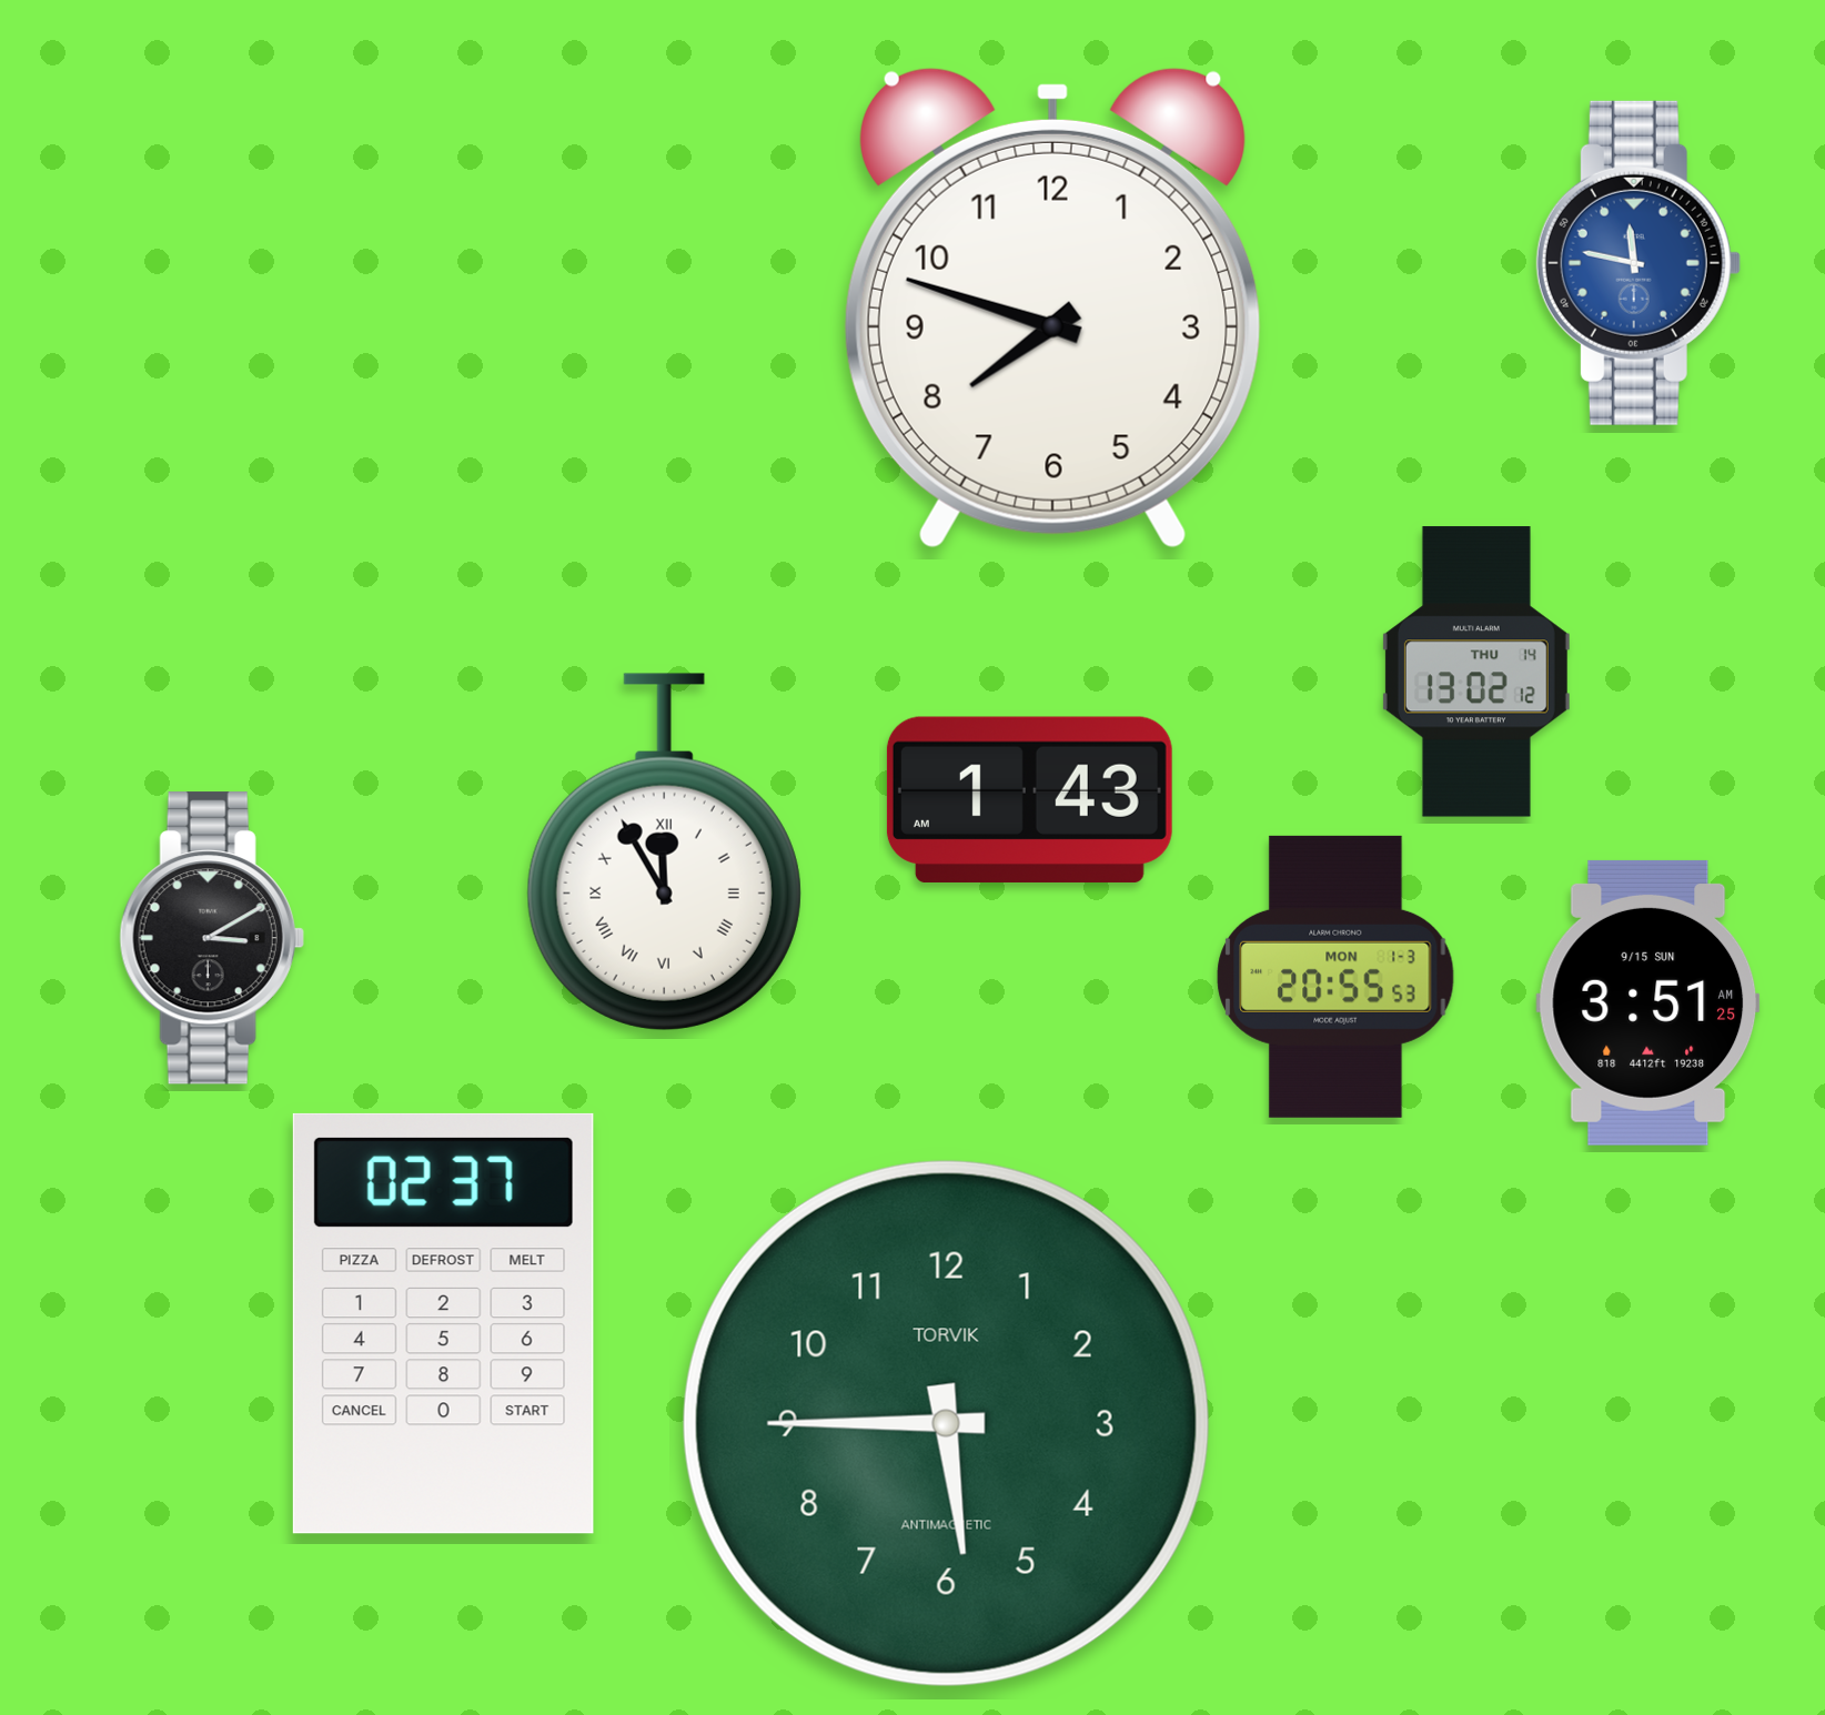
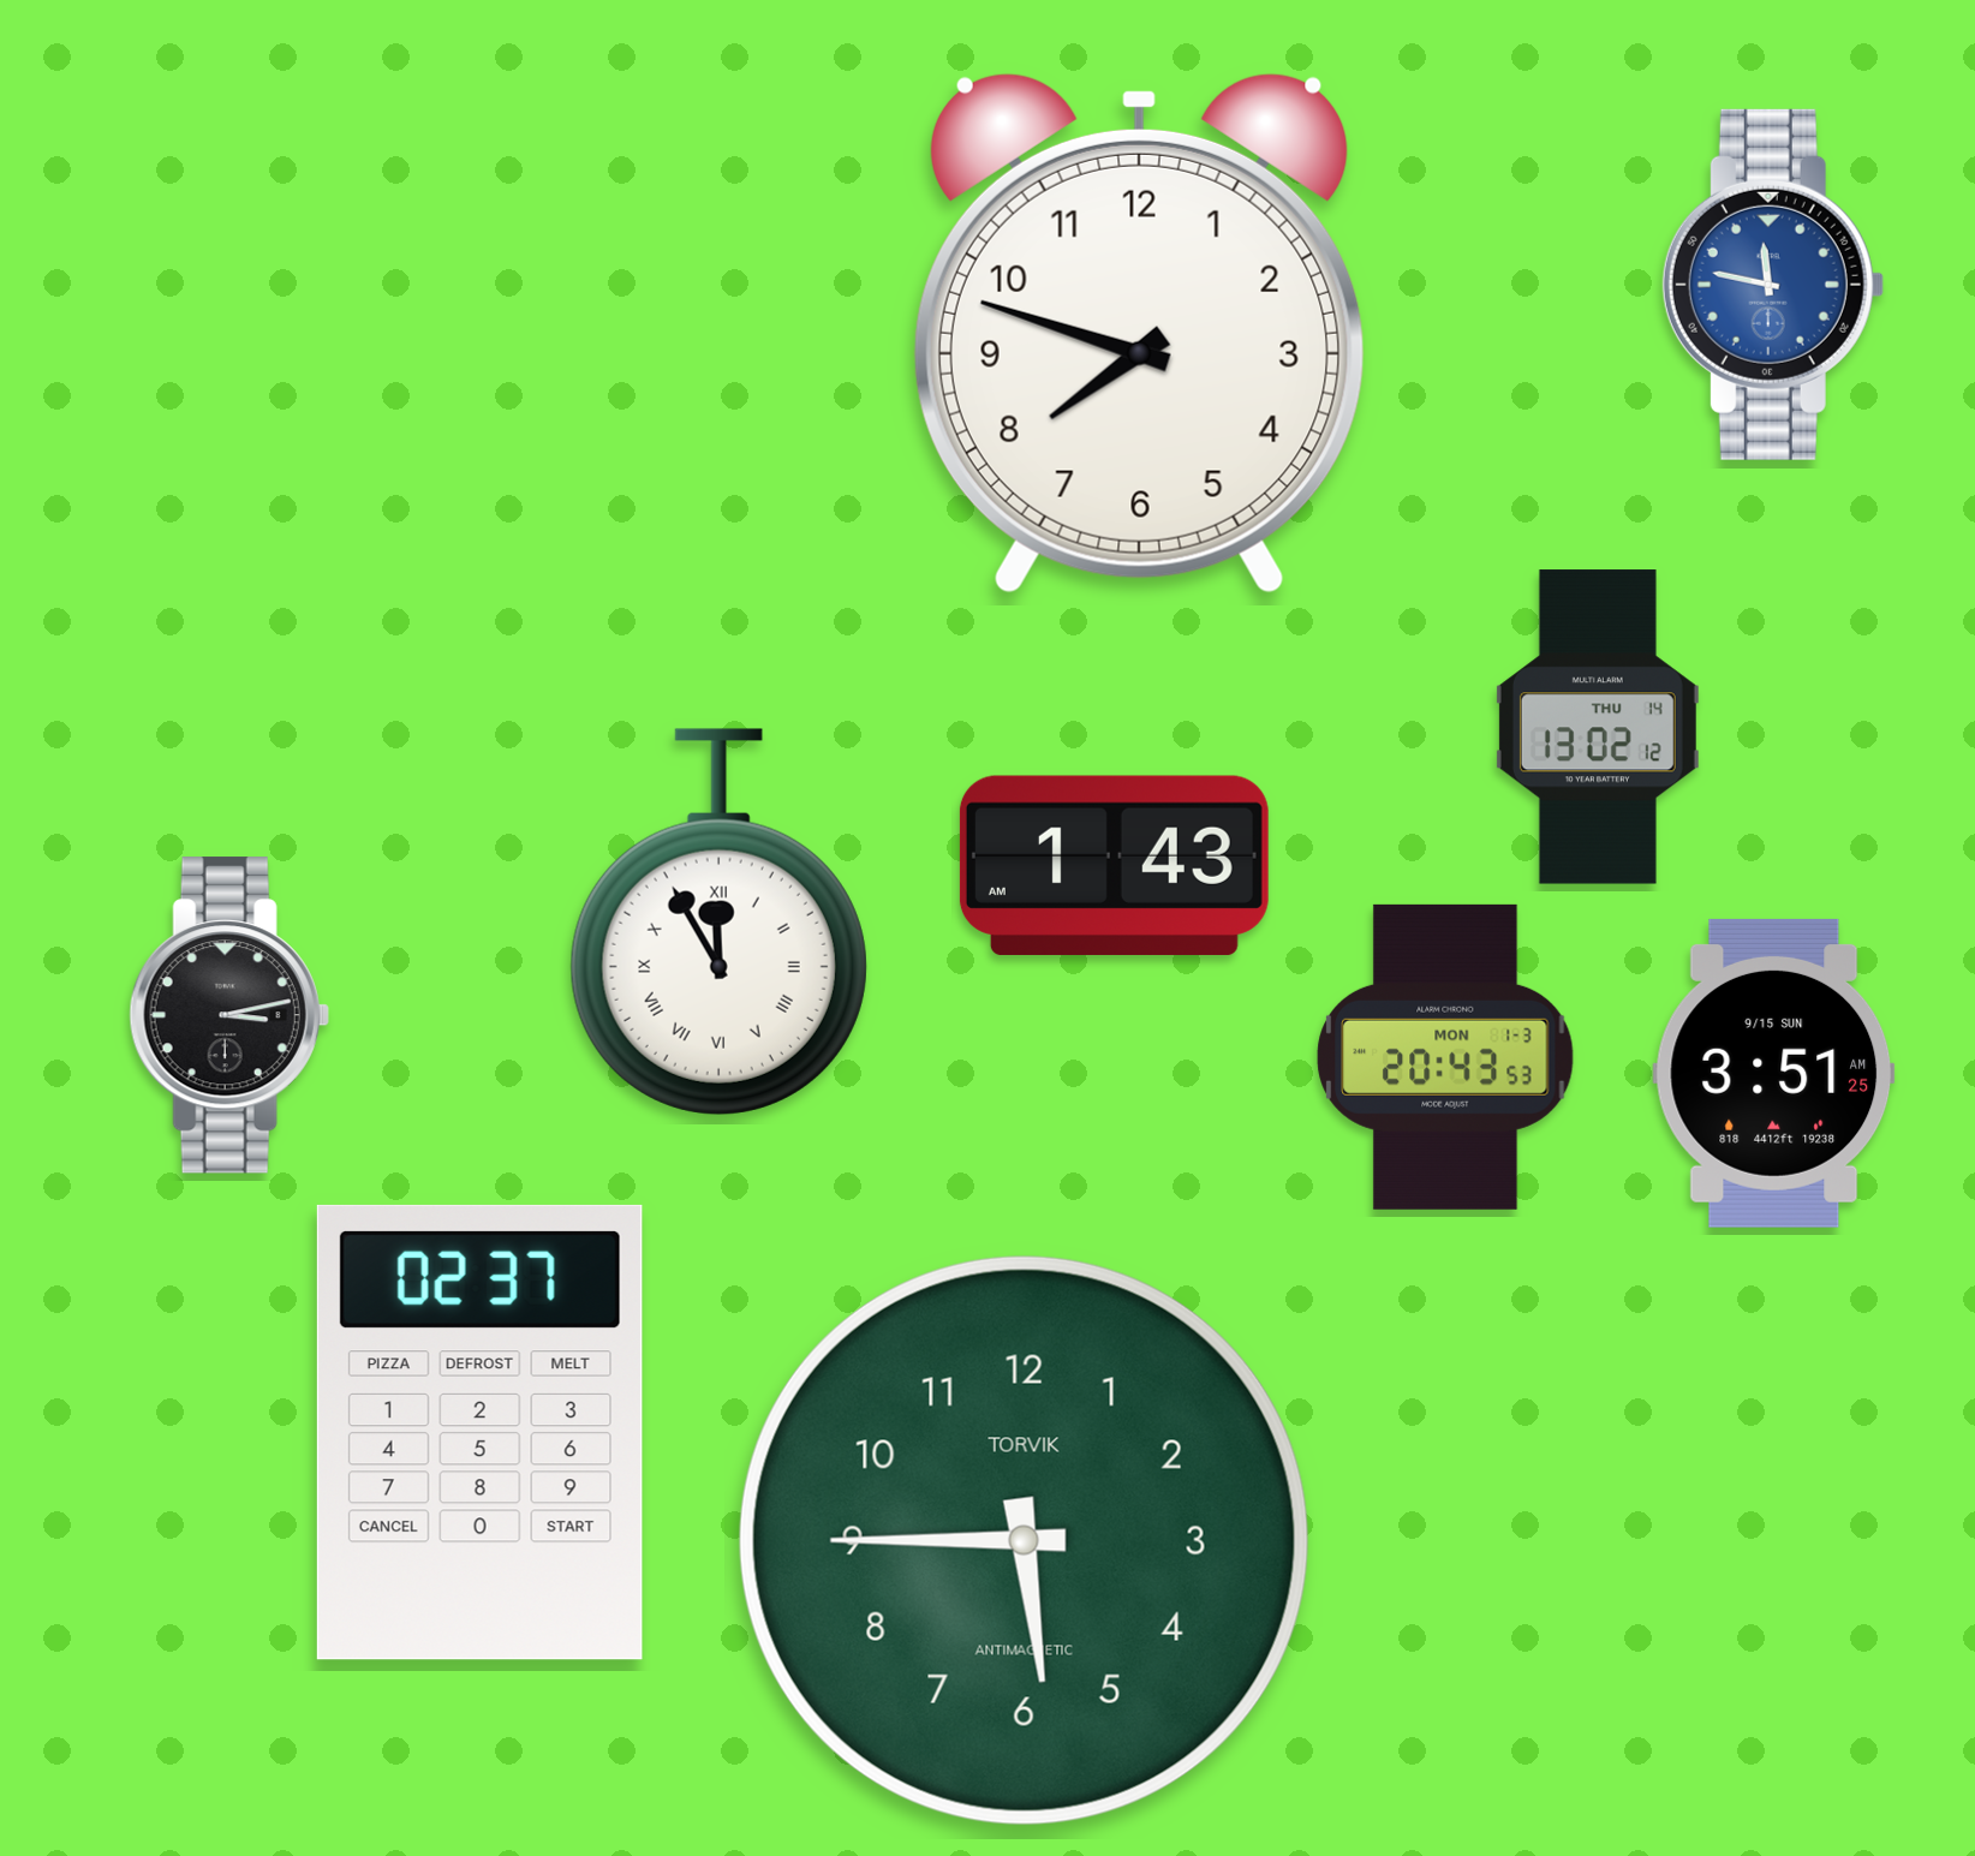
clock at (212, 938): 3:10 -> 3:13
clock at (1335, 977): 20:55 -> 20:43
clock at (1648, 1002) position: (1648, 1002) -> (1774, 1073)
